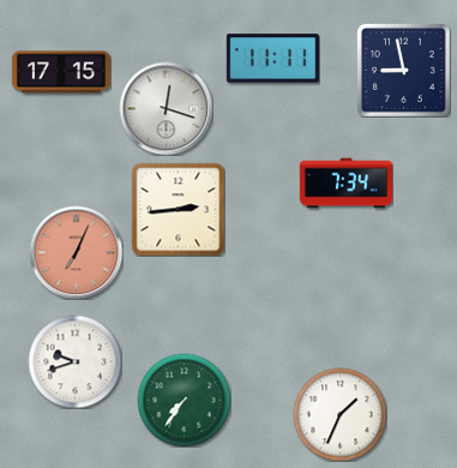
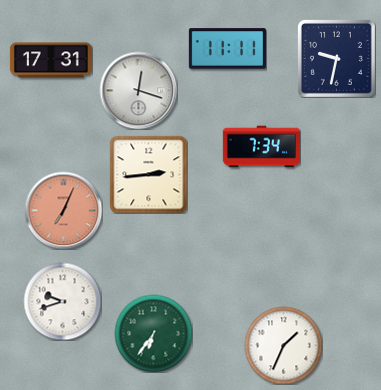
clock at (403, 70): 8:58 -> 9:32
clock at (61, 72): 17:15 -> 17:31
clock at (345, 184) position: (345, 184) -> (261, 147)
clock at (184, 400): 7:36 -> 6:36
